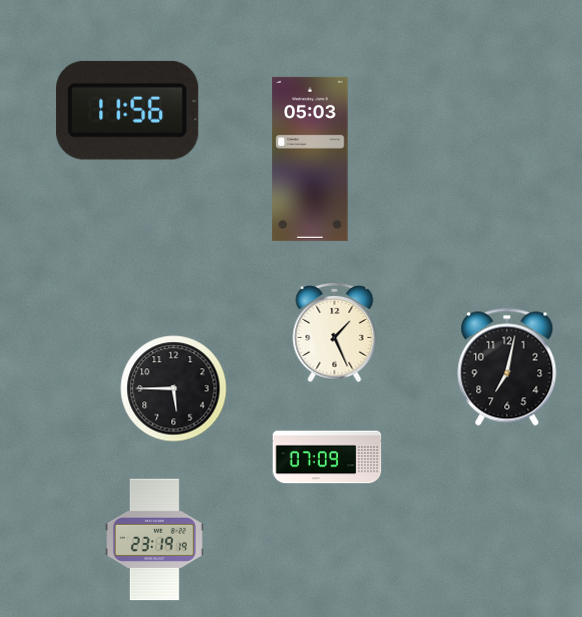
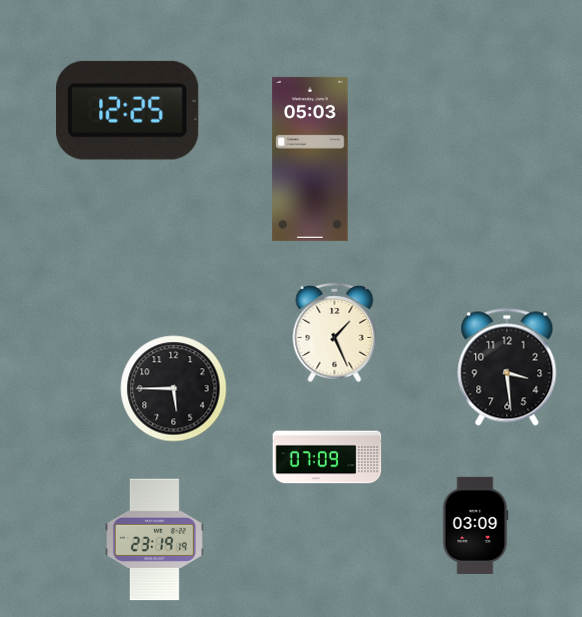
clock at (128, 110): 11:56 -> 12:25
clock at (507, 367): 7:02 -> 3:29
clock at (475, 525): none -> 03:09
